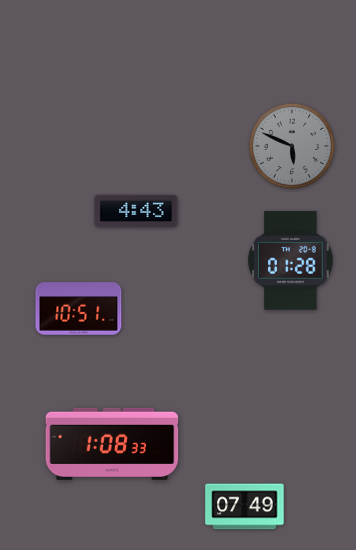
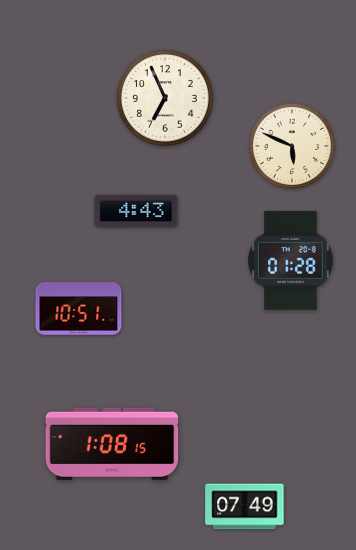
clock at (166, 99): none -> 6:56
clock at (291, 145) dial: grey -> cream
clock at (112, 444): 1:08:33 -> 1:08:15
